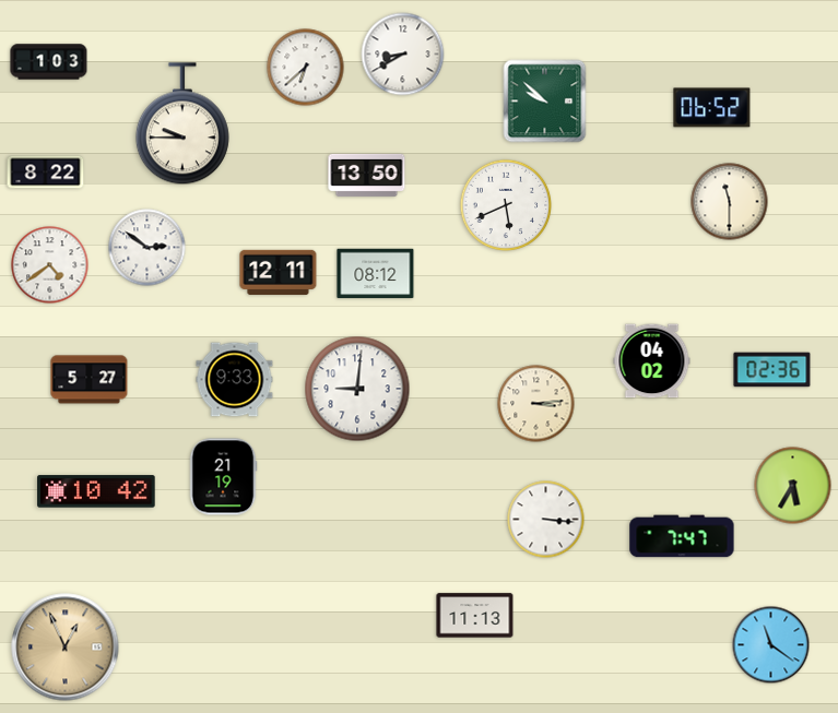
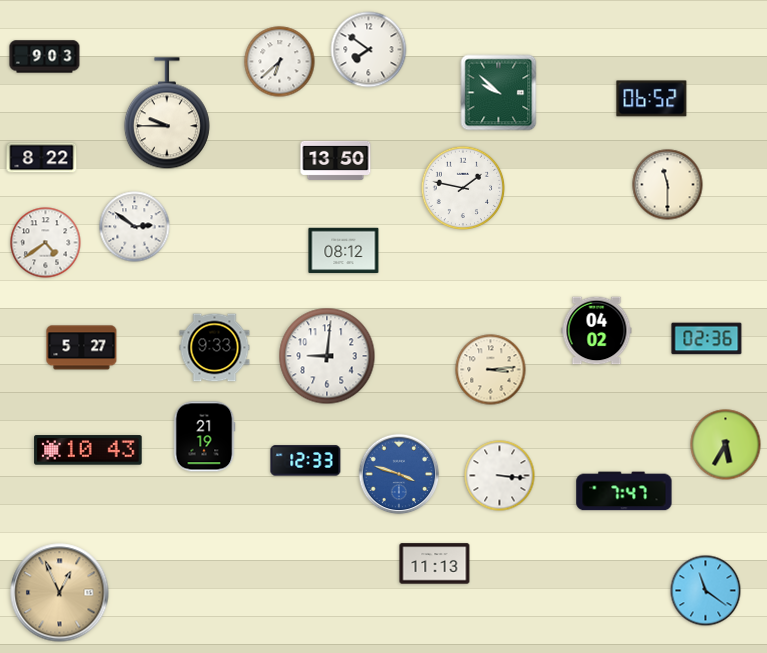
clock at (403, 55): 8:40 -> 7:51
clock at (49, 62): 1:03 -> 9:03
clock at (506, 205): 5:41 -> 1:47
clock at (279, 272): 12:11 -> none
clock at (96, 491): 10:42 -> 10:43
clock at (306, 461): none -> 12:33
clock at (399, 474): none -> 3:48
